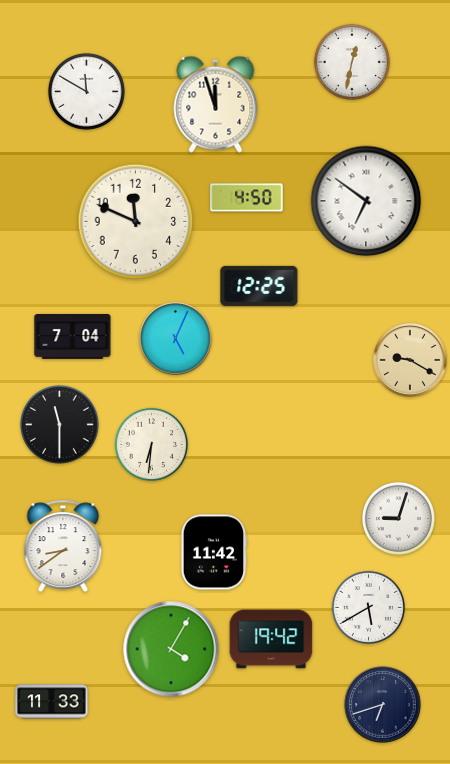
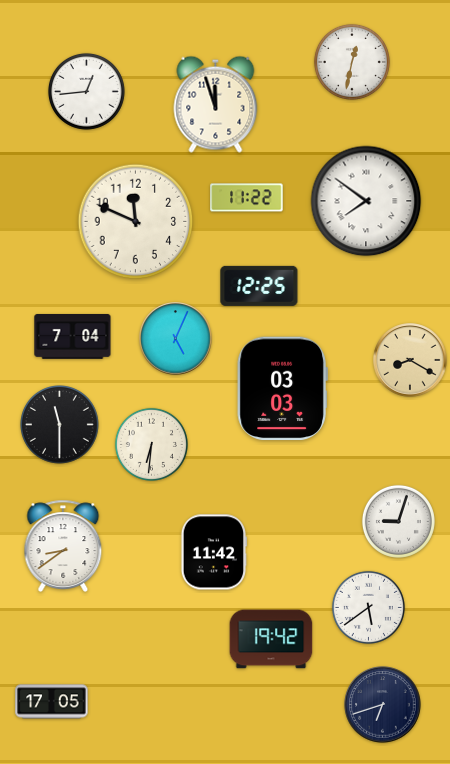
clock at (86, 91): 11:50 -> 12:44
clock at (247, 198): 4:50 -> 11:22
clock at (366, 201): 6:51 -> 7:51
clock at (410, 360): 9:20 -> 8:20
clock at (282, 389): none -> 03:03
clock at (398, 518) position: (398, 518) -> (398, 521)
clock at (368, 607): 5:40 -> 5:39
clock at (171, 649): 4:05 -> none
clock at (52, 702): 11:33 -> 17:05
